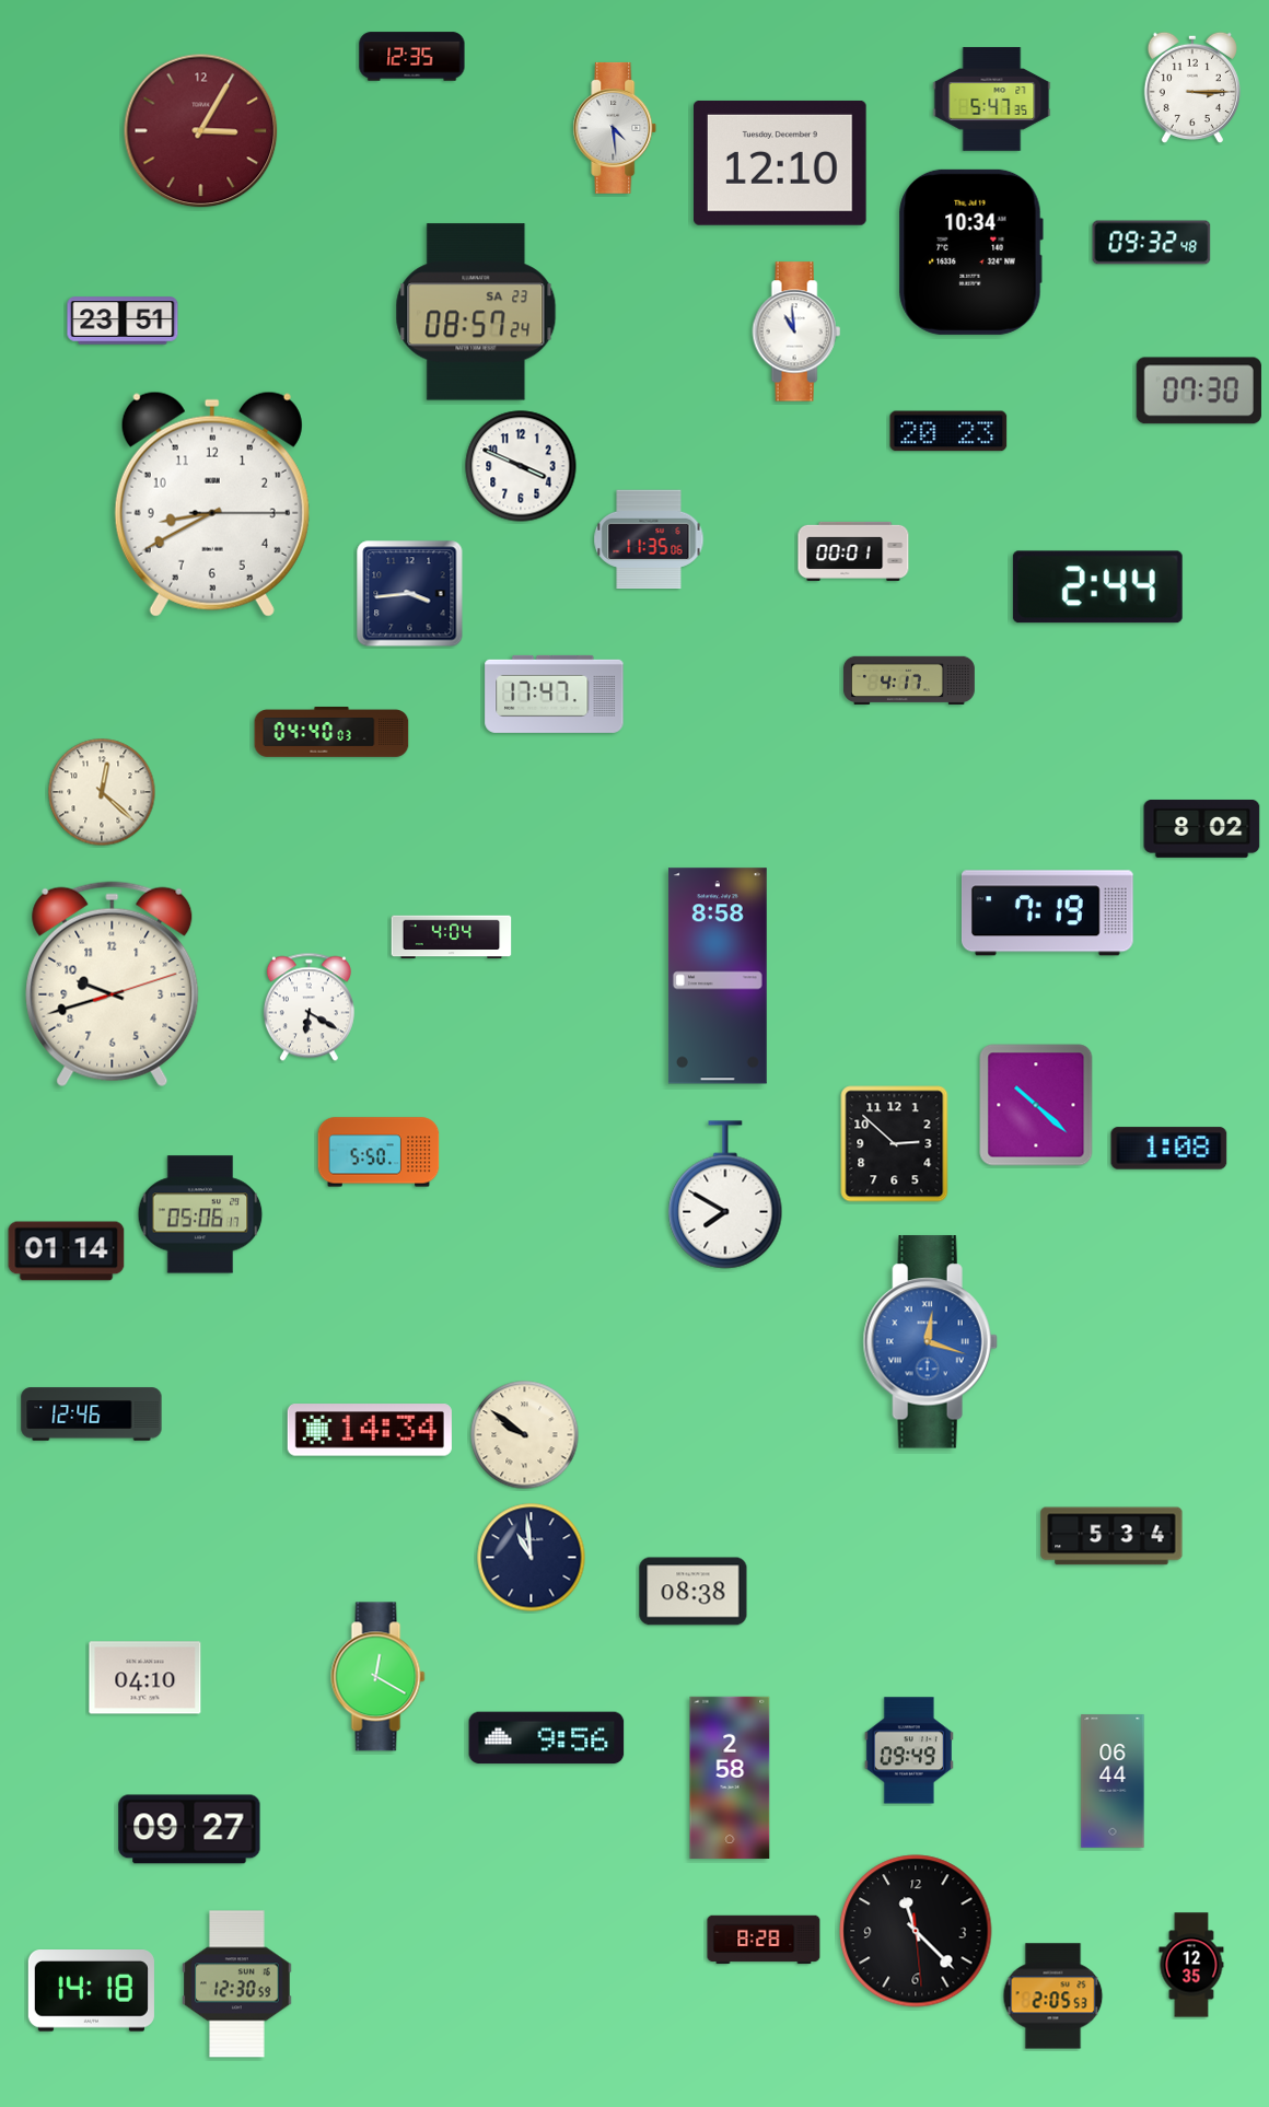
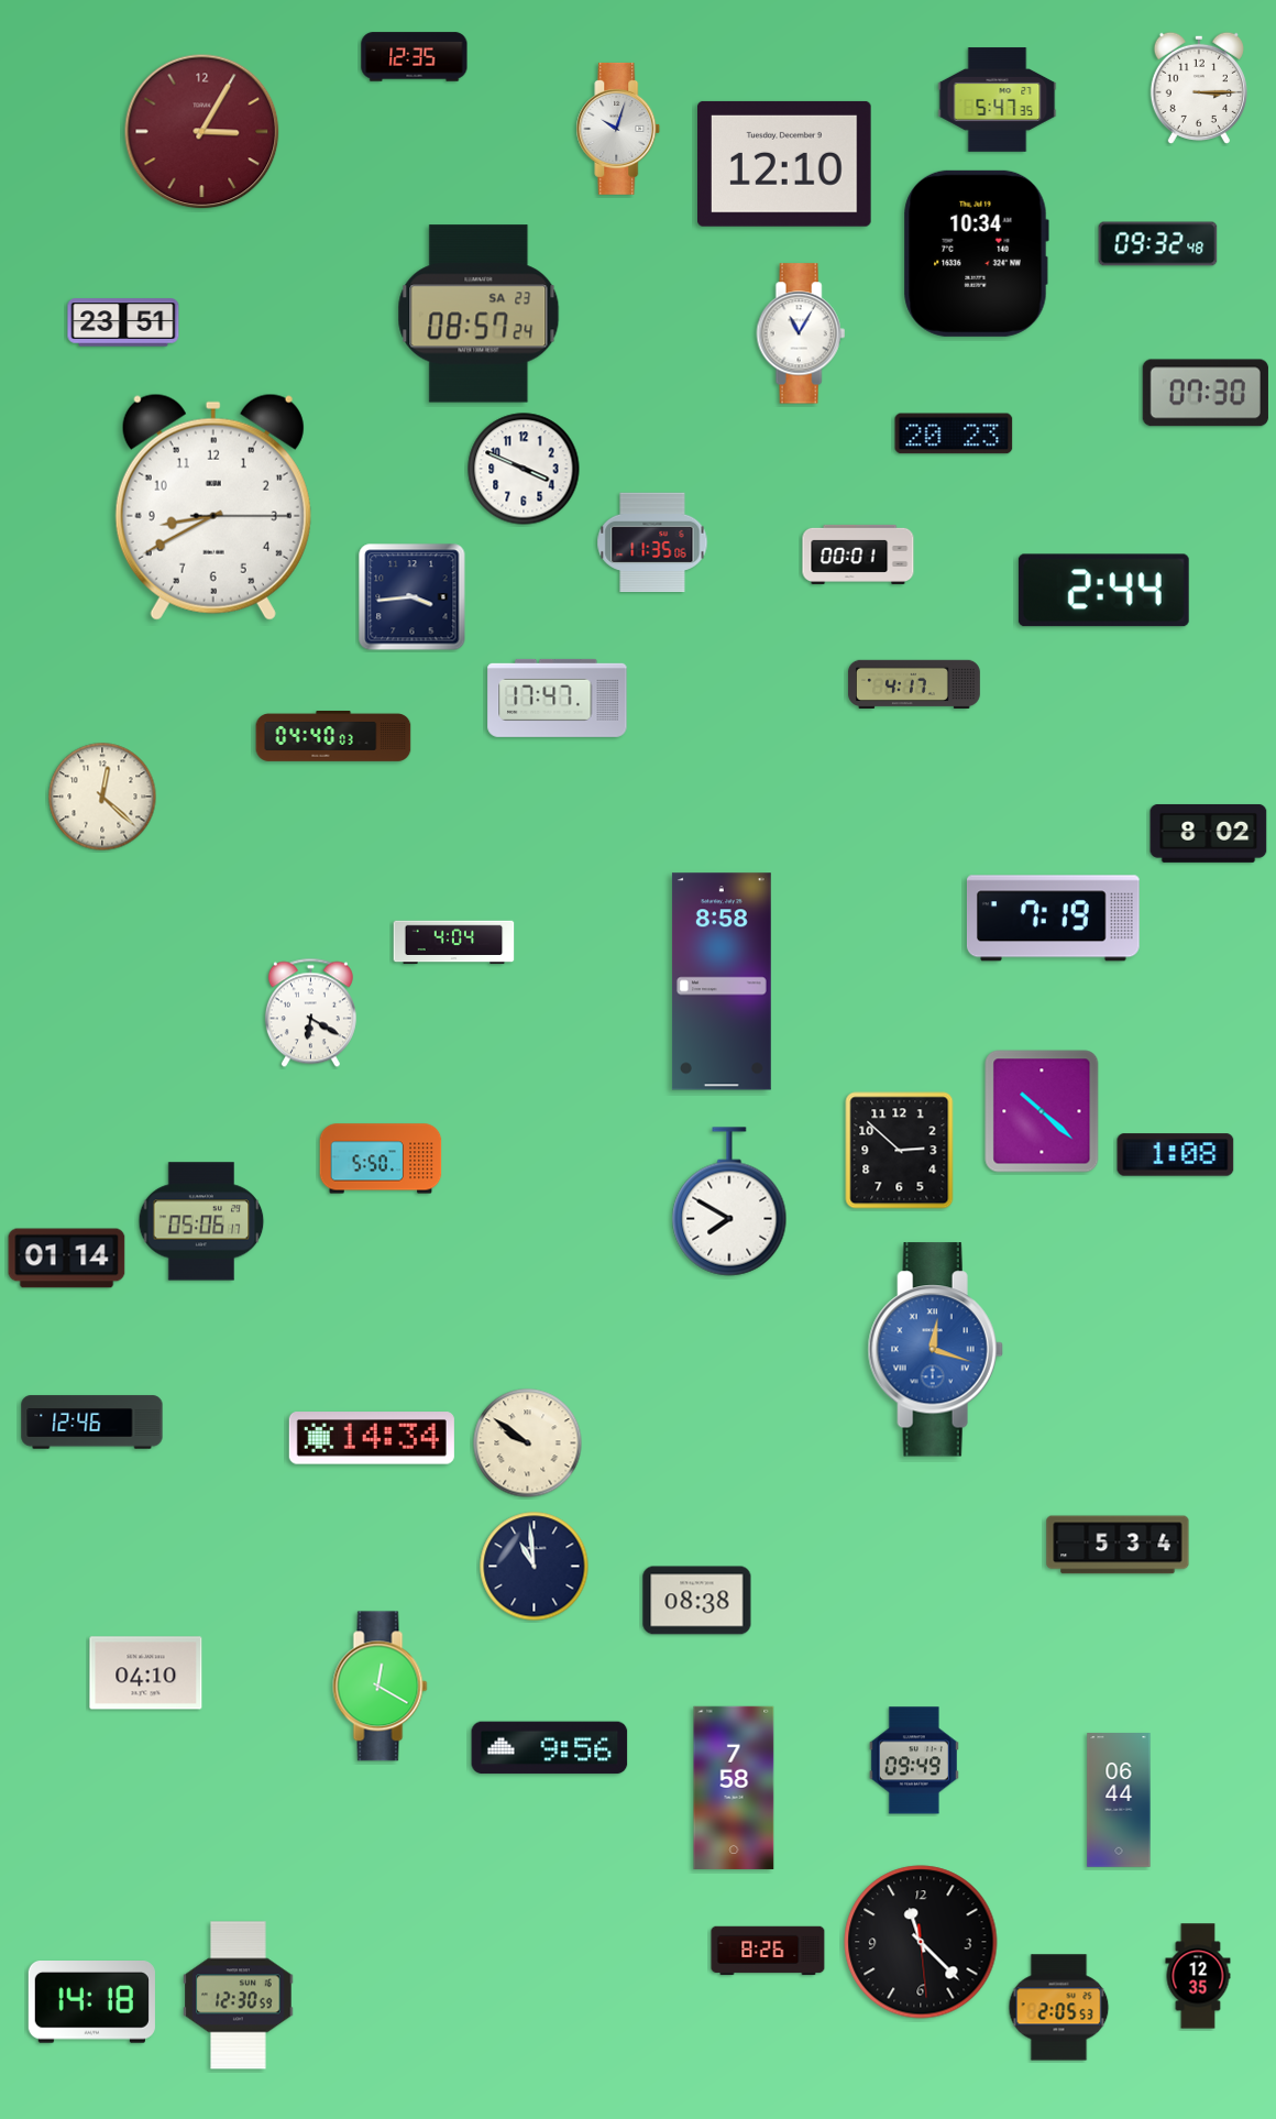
clock at (615, 128): 4:29 -> 10:03
clock at (796, 331): 10:59 -> 11:05
clock at (113, 985): 9:42 -> none
clock at (145, 1678) position: (145, 1678) -> (146, 1673)
clock at (730, 1778): 2:58 -> 7:58
clock at (1113, 1781) position: (1113, 1781) -> (1119, 1800)
clock at (189, 1829): 09:27 -> none
clock at (764, 1940): 8:28 -> 8:26
